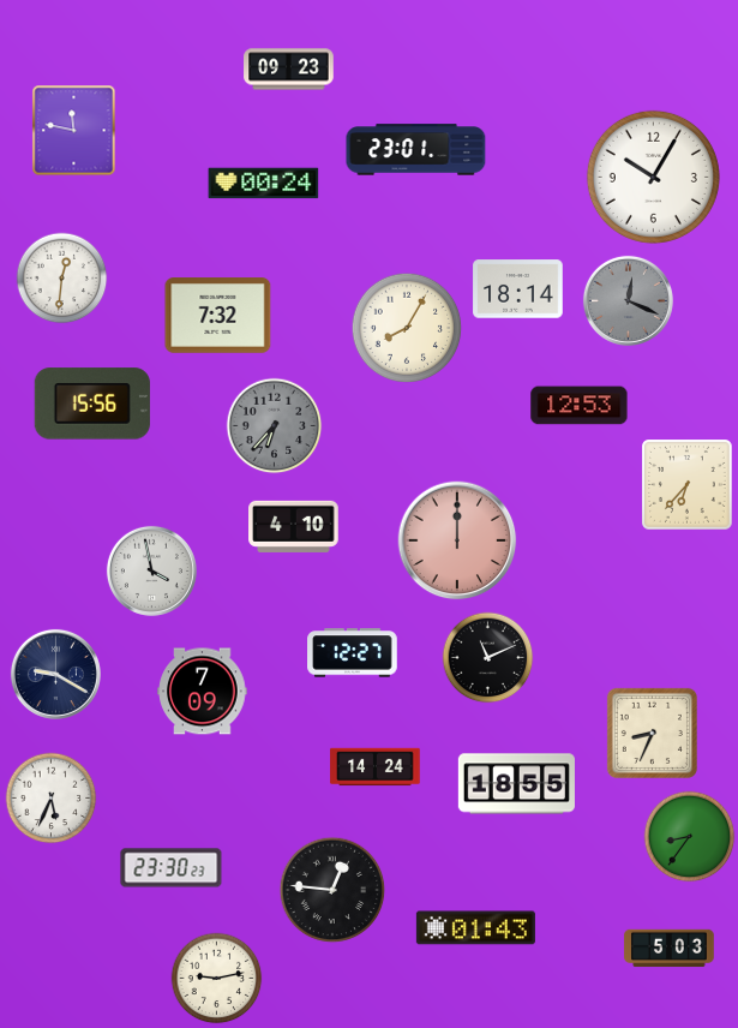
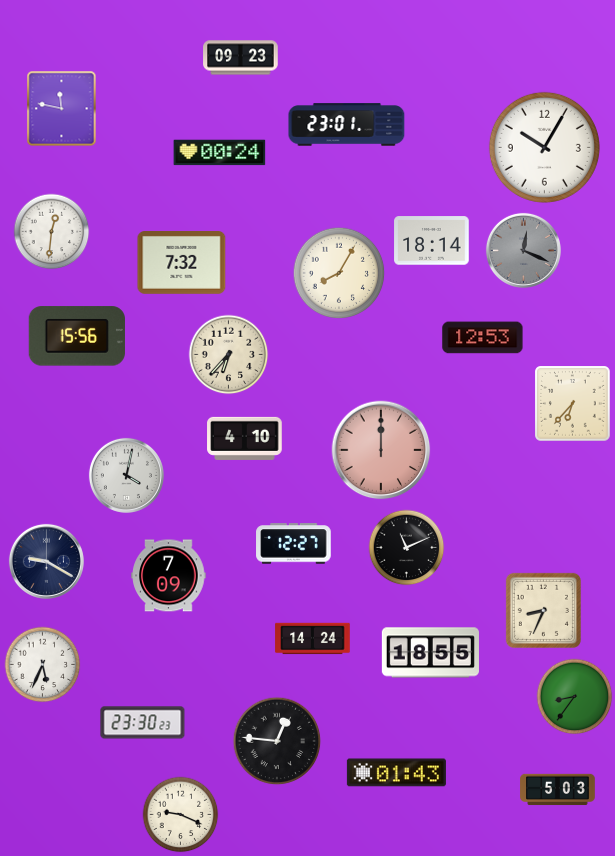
clock at (275, 426) dial: grey -> cream
clock at (151, 570): 3:58 -> 4:02
clock at (217, 979): 9:13 -> 9:19
